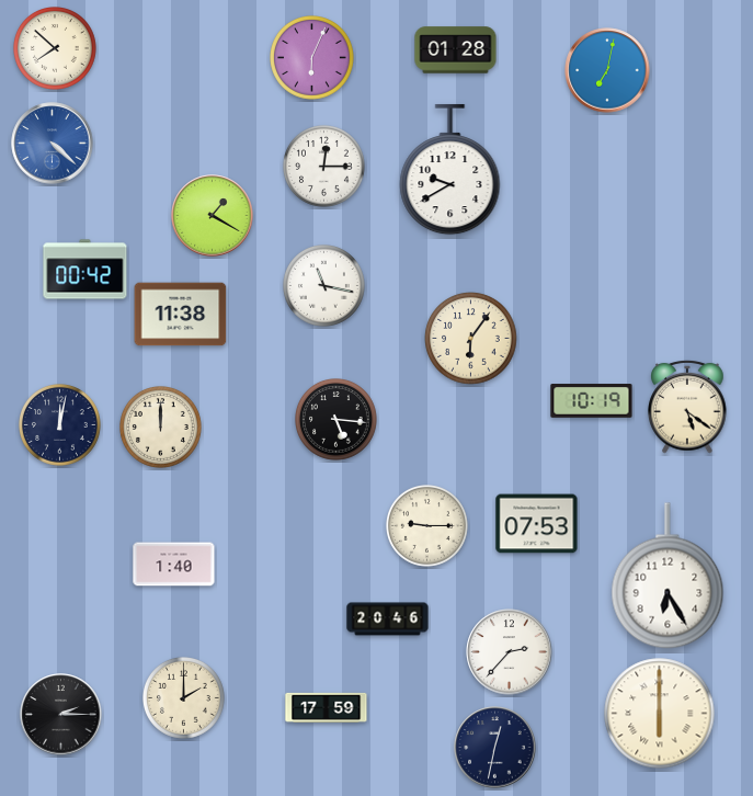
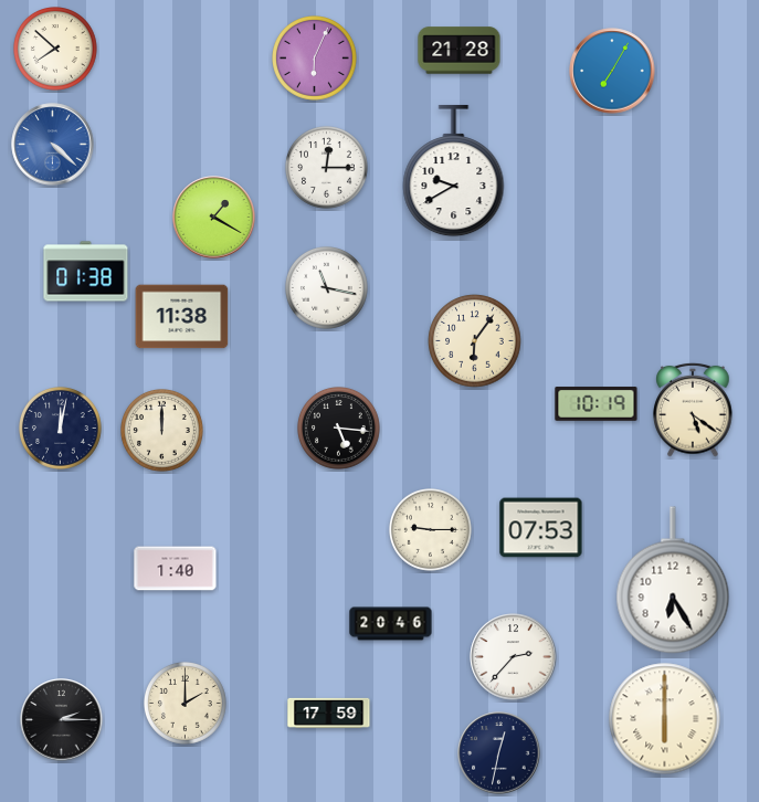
clock at (456, 50): 01:28 -> 21:28
clock at (607, 70): 7:02 -> 7:05
clock at (85, 270): 00:42 -> 01:38
clock at (336, 420) position: (336, 420) -> (339, 429)
